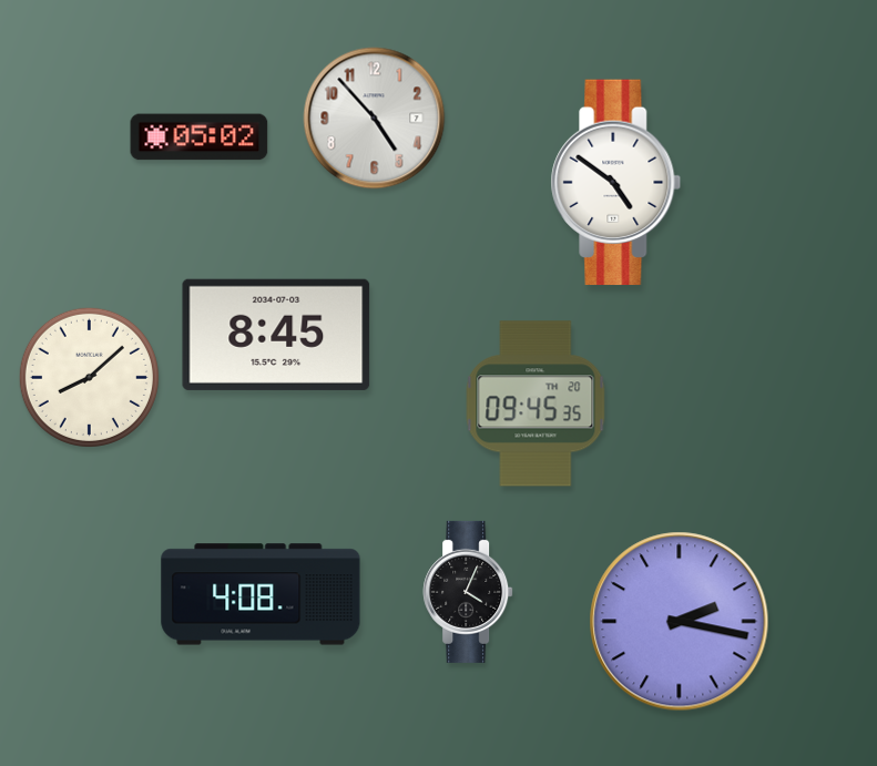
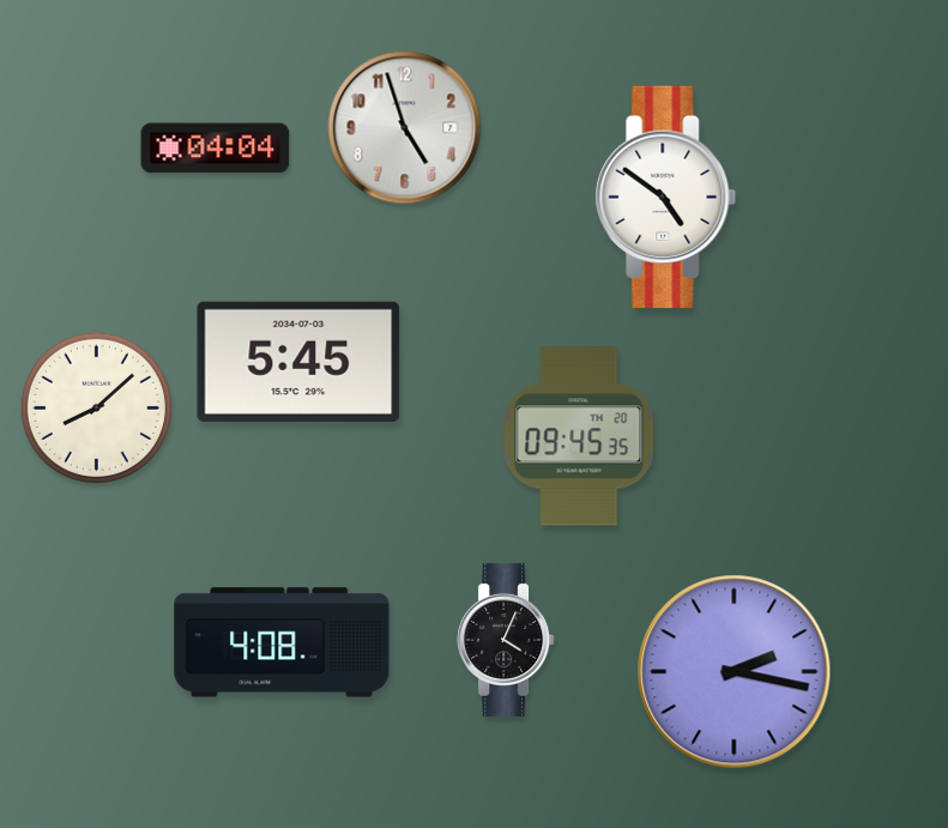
clock at (375, 119): 4:53 -> 4:57
clock at (200, 137): 05:02 -> 04:04
clock at (276, 335): 8:45 -> 5:45
